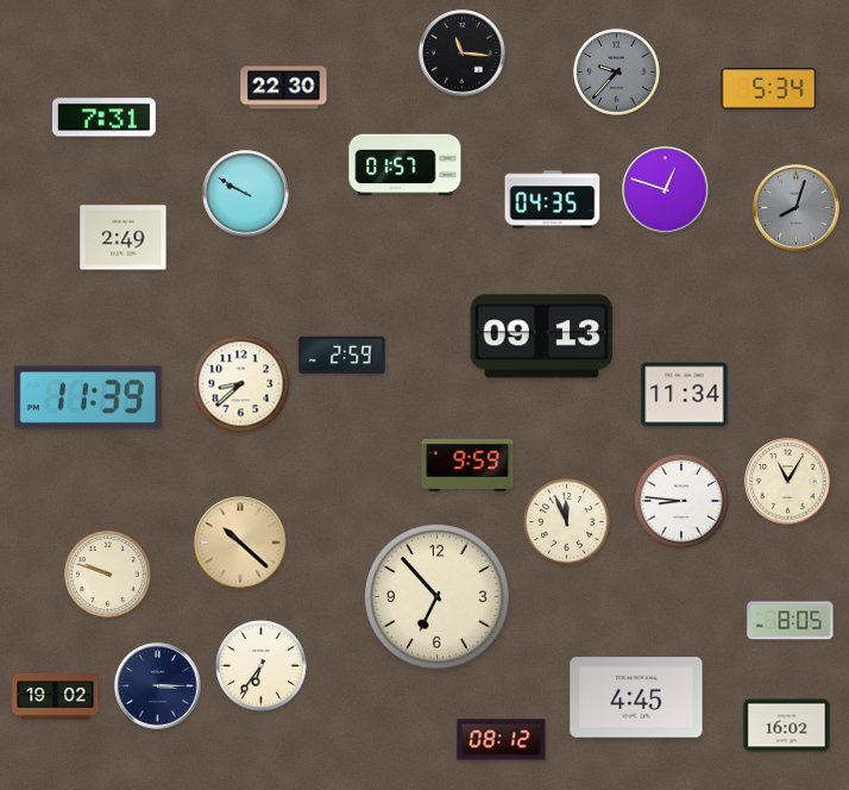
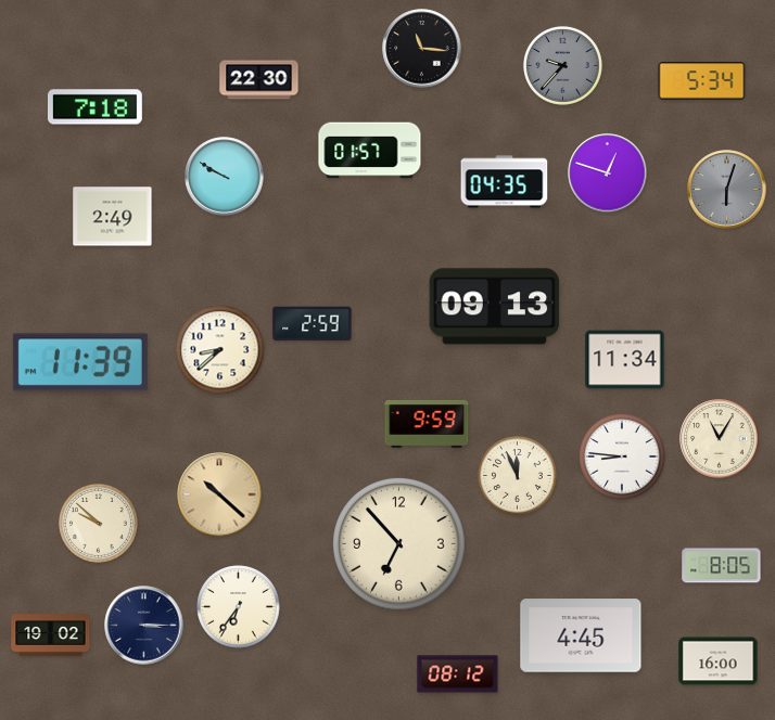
clock at (103, 118): 7:31 -> 7:18
clock at (797, 208): 8:03 -> 6:03
clock at (107, 573): 9:48 -> 9:52
clock at (787, 726): 16:02 -> 16:00
